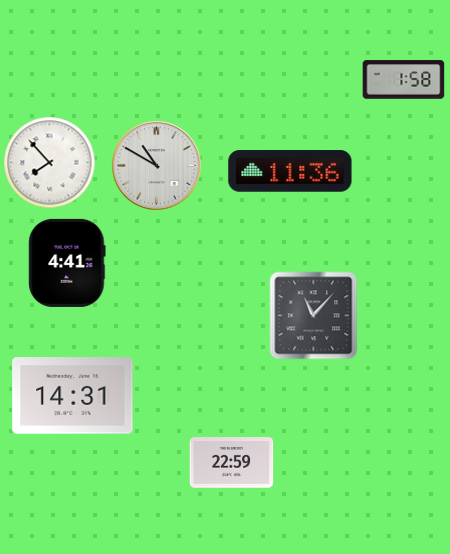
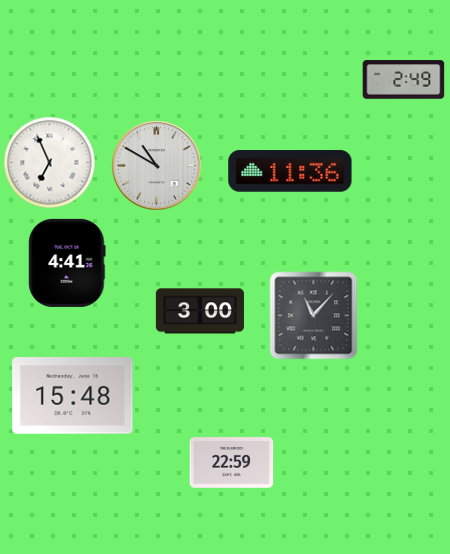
clock at (404, 80): 1:58 -> 2:49
clock at (50, 163): 7:53 -> 6:56
clock at (200, 311): none -> 3:00
clock at (73, 396): 14:31 -> 15:48
